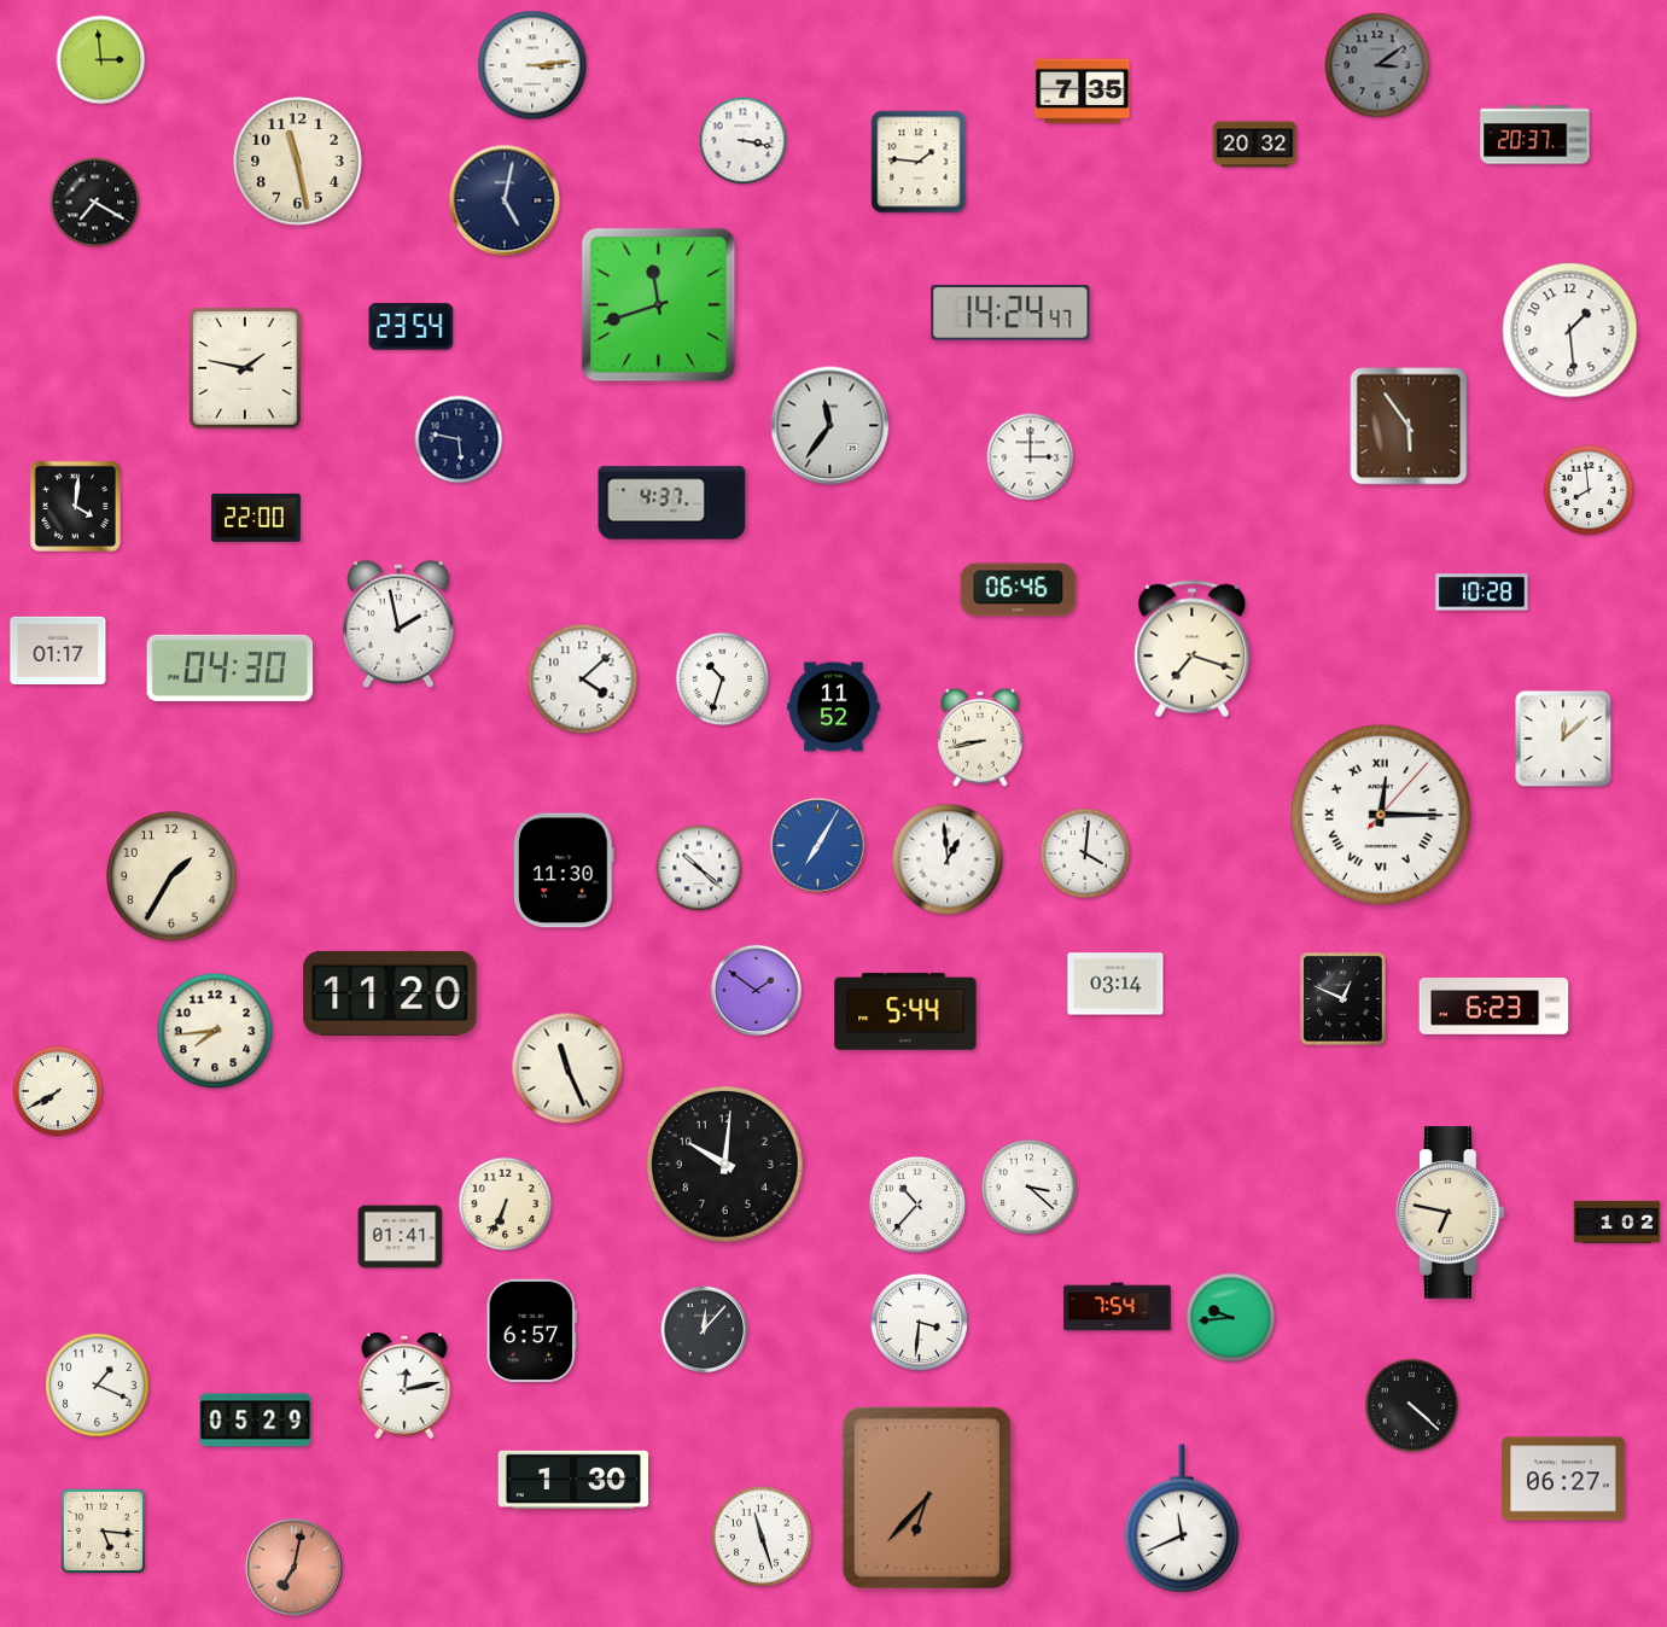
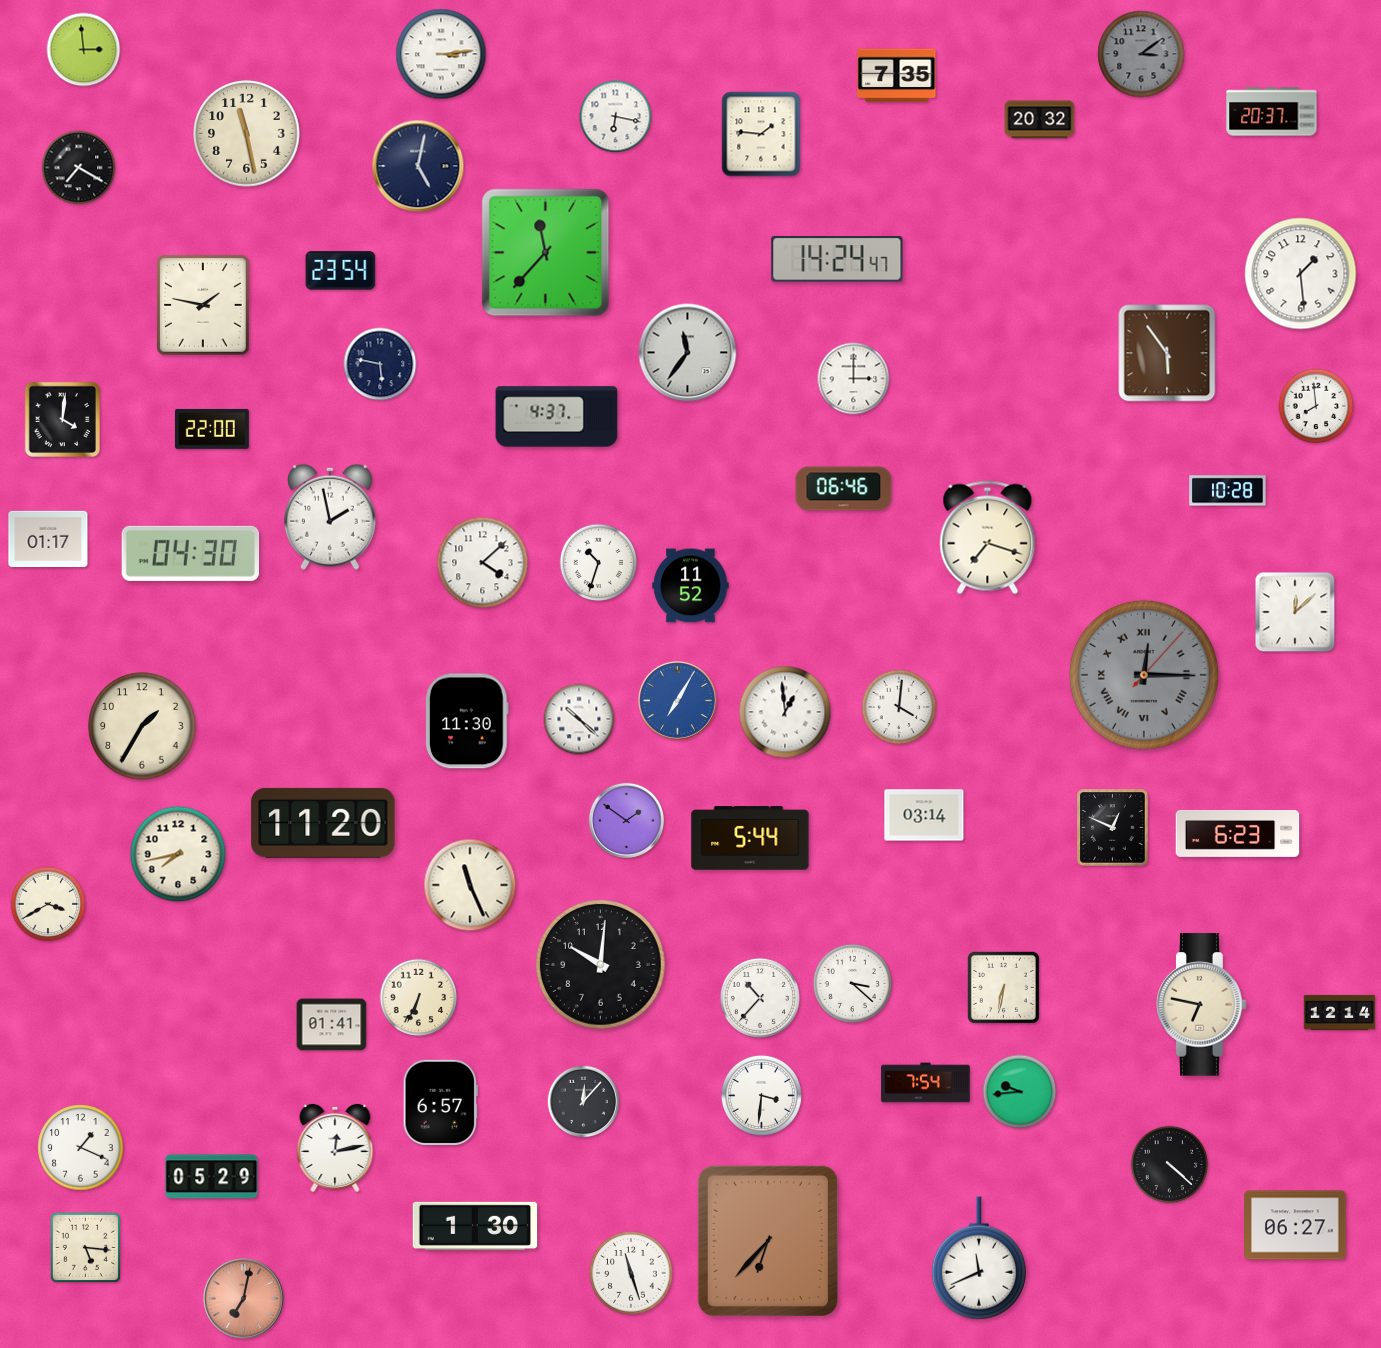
clock at (744, 141): 3:17 -> 6:17
clock at (659, 305): 11:42 -> 11:37
clock at (980, 737): 8:43 -> none
clock at (1381, 815) dial: white -> grey
clock at (215, 1031): 7:44 -> 7:43
clock at (58, 1091): 7:40 -> 3:40
clock at (1003, 987): none -> 6:32
clock at (1618, 1221): 1:02 -> 12:14
clock at (103, 1530) position: (103, 1530) -> (85, 1247)
